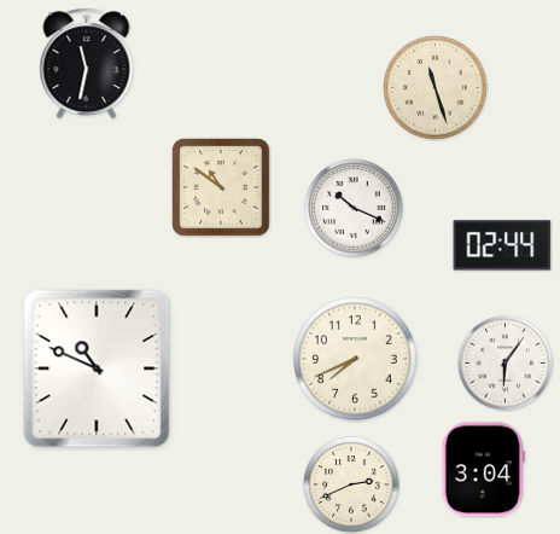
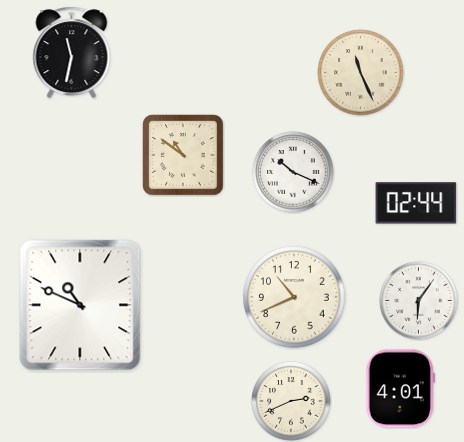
clock at (436, 88): 11:27 -> 11:26
clock at (355, 359): 7:41 -> 10:41
clock at (483, 470): 3:04 -> 4:01
